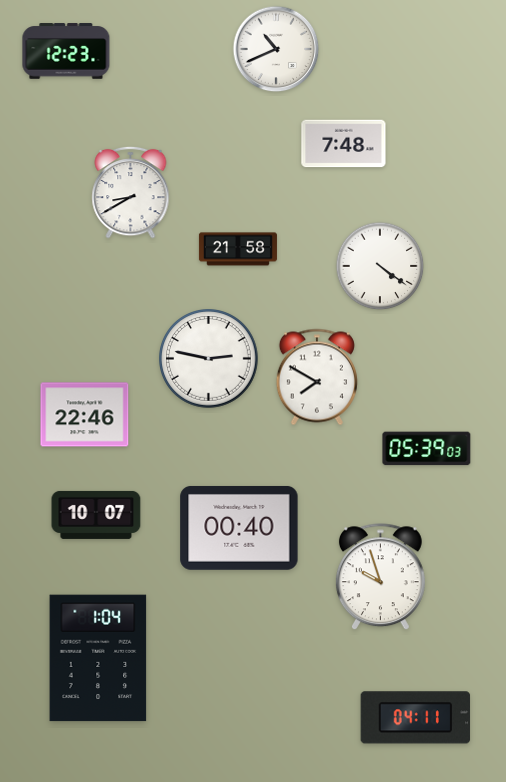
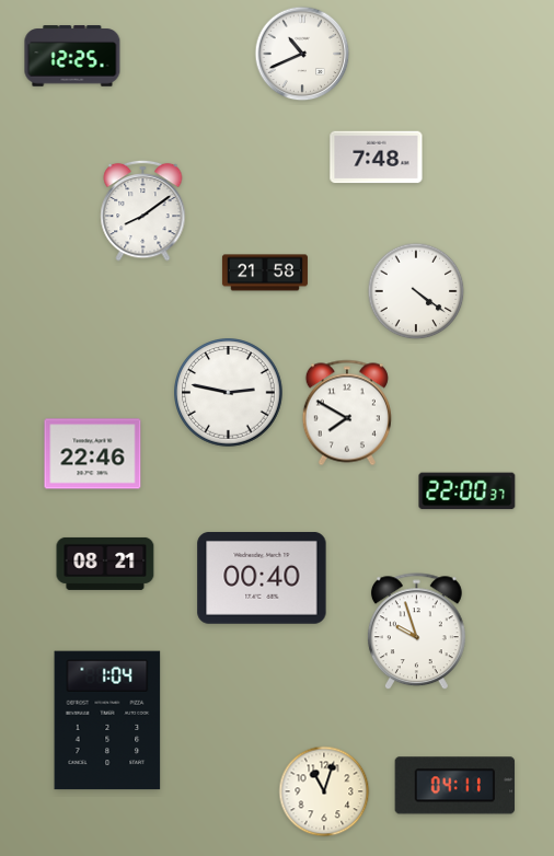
clock at (66, 51): 12:23 -> 12:25
clock at (131, 192): 8:40 -> 8:09
clock at (238, 249) position: (238, 249) -> (265, 273)
clock at (427, 449): 05:39 -> 22:00
clock at (96, 515): 10:07 -> 08:21
clock at (324, 791): none -> 11:03
